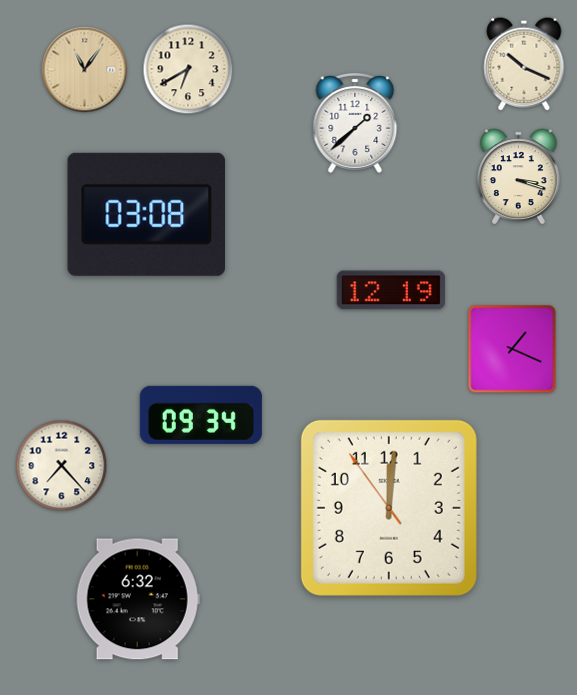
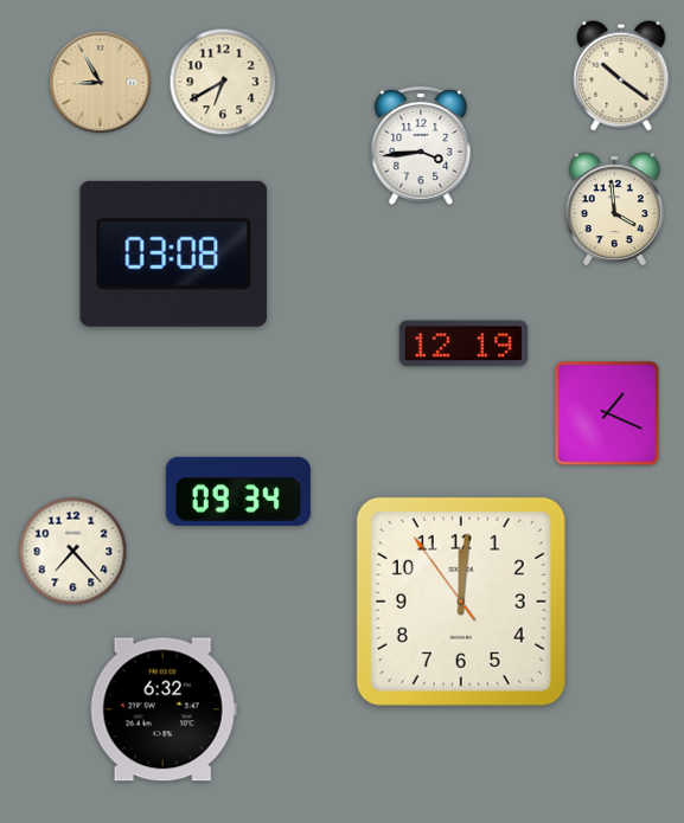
clock at (524, 64): 10:19 -> 10:21
clock at (85, 70): 11:06 -> 8:55
clock at (355, 124): 1:38 -> 3:44
clock at (519, 177): 3:18 -> 3:59
